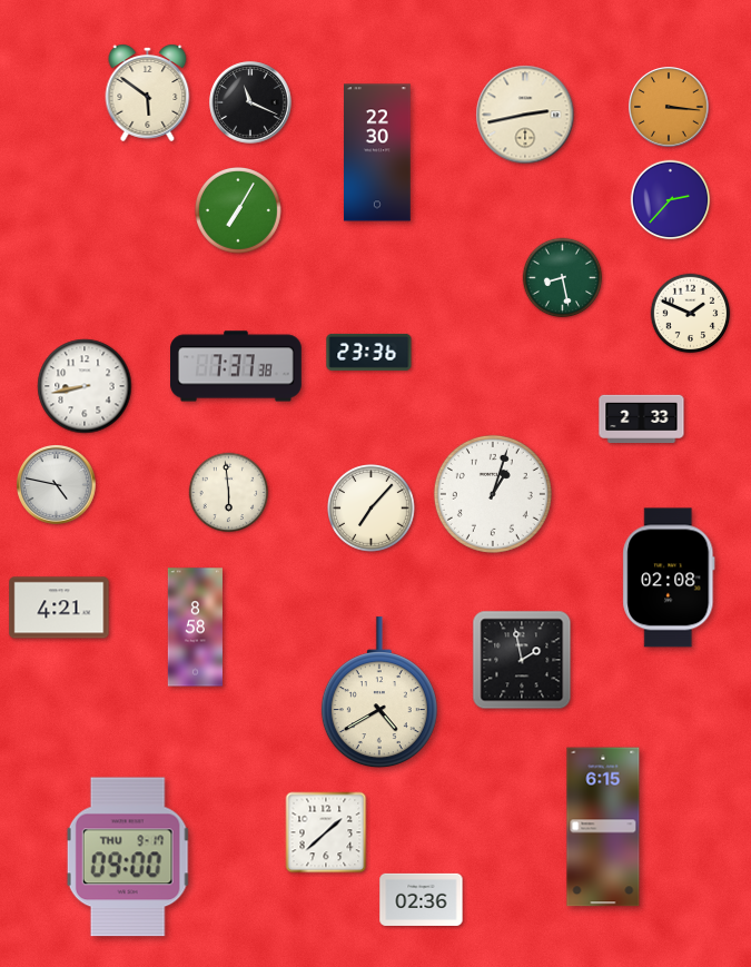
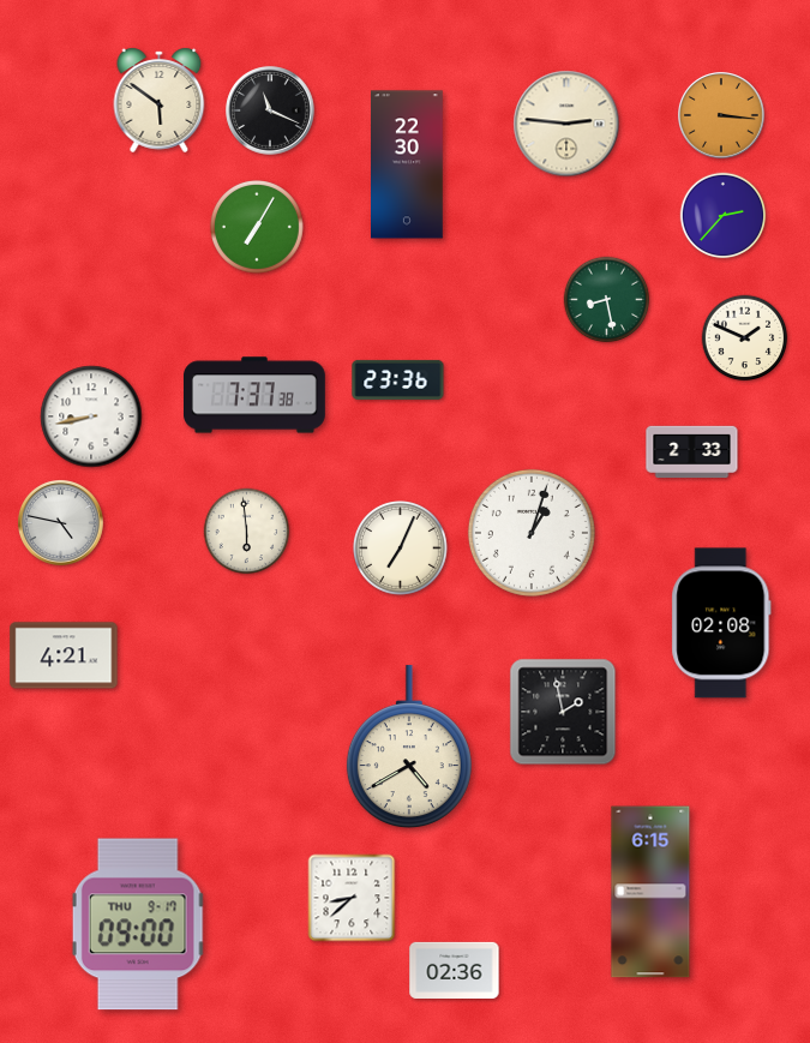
clock at (525, 115): 2:43 -> 2:46
clock at (372, 509): 7:07 -> 7:04
clock at (195, 628): 8:58 -> none
clock at (326, 832): 1:38 -> 8:38
